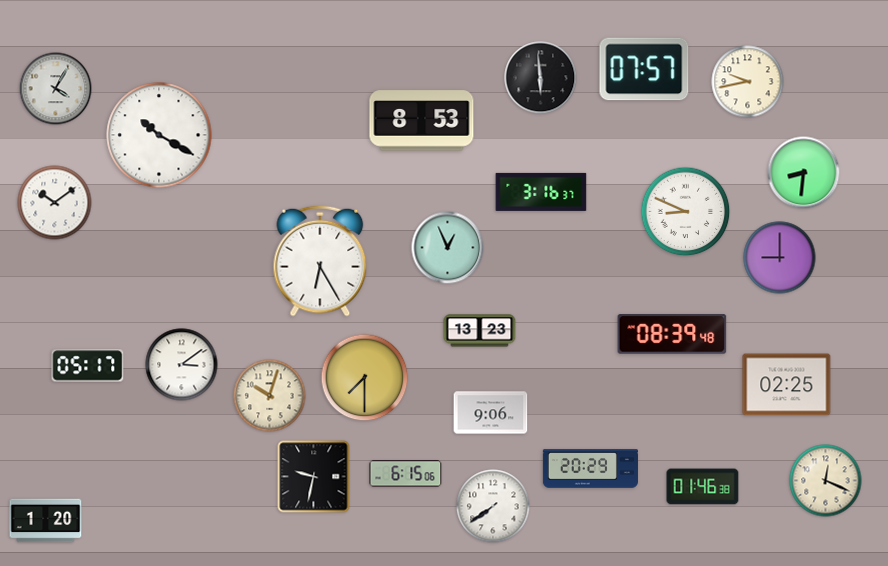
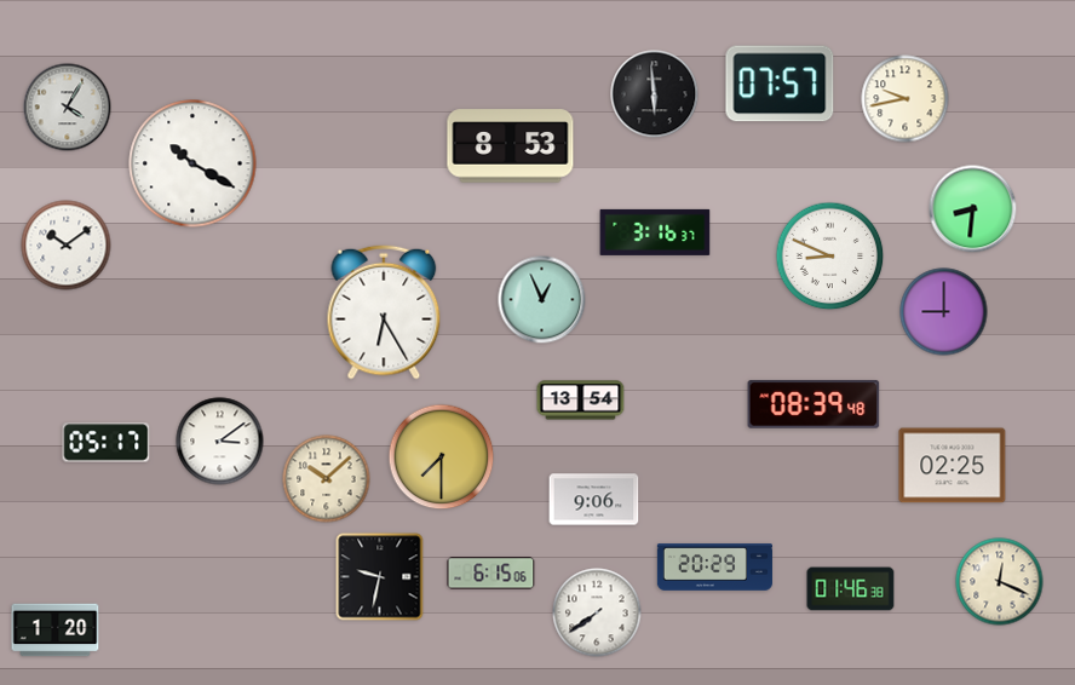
clock at (320, 261) position: (320, 261) -> (384, 312)
clock at (480, 331): 13:23 -> 13:54
clock at (270, 396): 10:03 -> 10:08
